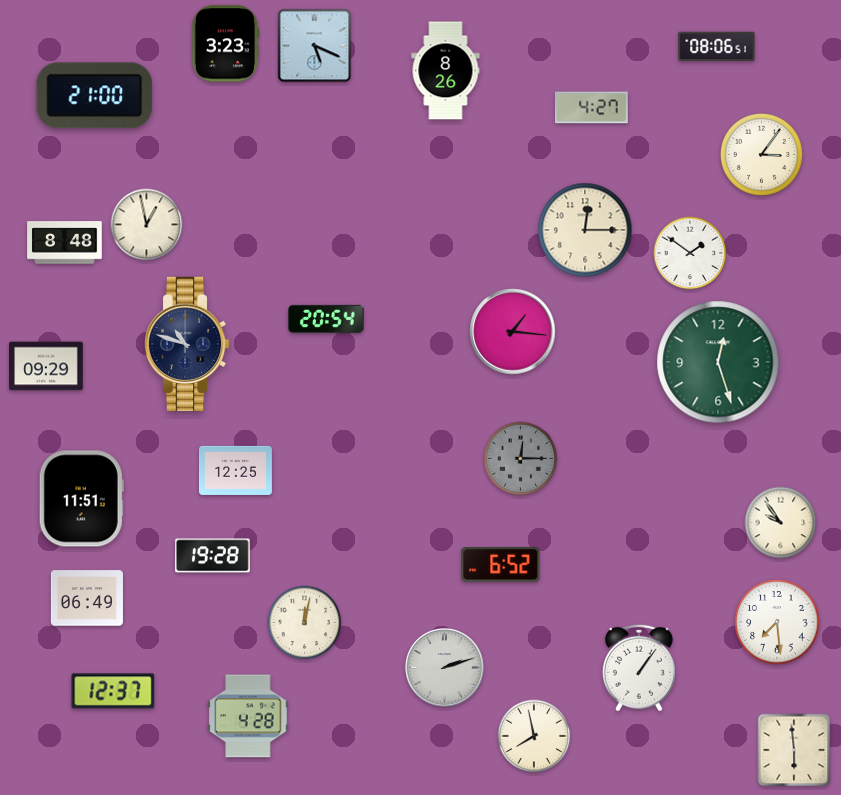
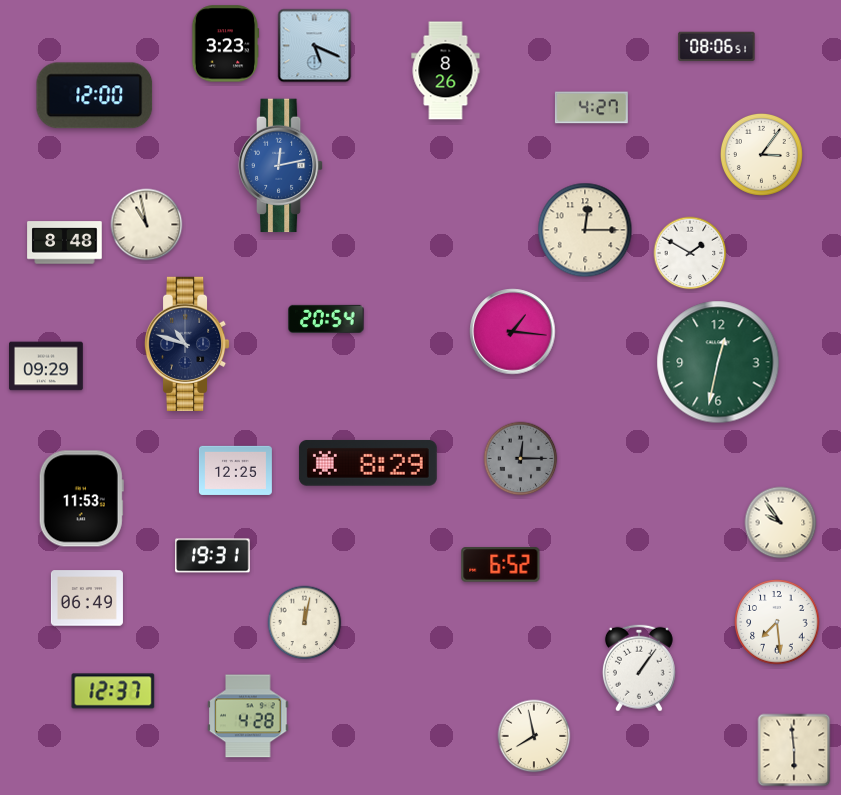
clock at (95, 96): 21:00 -> 12:00
clock at (281, 166): none -> 12:13
clock at (147, 225): 12:58 -> 10:58
clock at (690, 253): 1:51 -> 1:50
clock at (718, 362): 12:27 -> 12:32
clock at (368, 463): none -> 8:29
clock at (81, 499): 11:51 -> 11:53
clock at (213, 556): 19:28 -> 19:31
clock at (444, 667): 2:12 -> none
